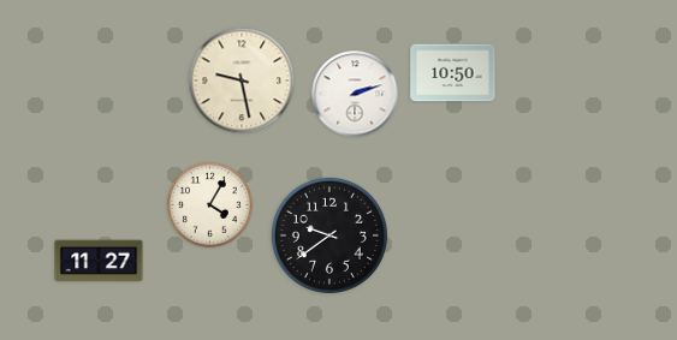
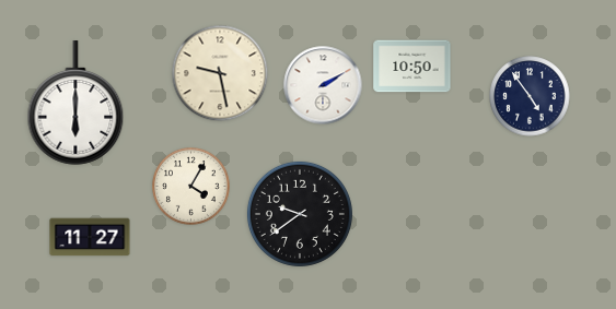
clock at (355, 94): 2:12 -> 2:10
clock at (530, 96): none -> 4:54
clock at (75, 103): none -> 6:00
